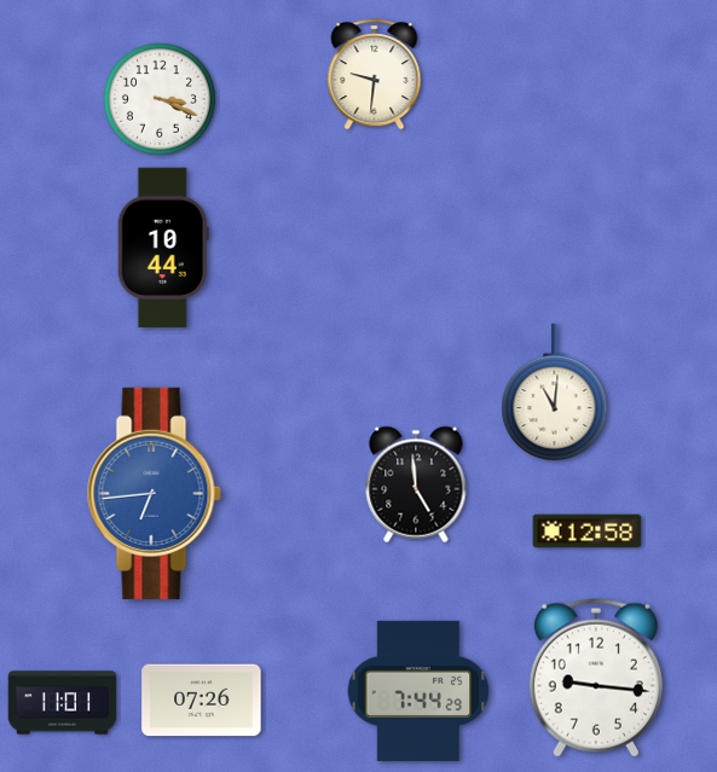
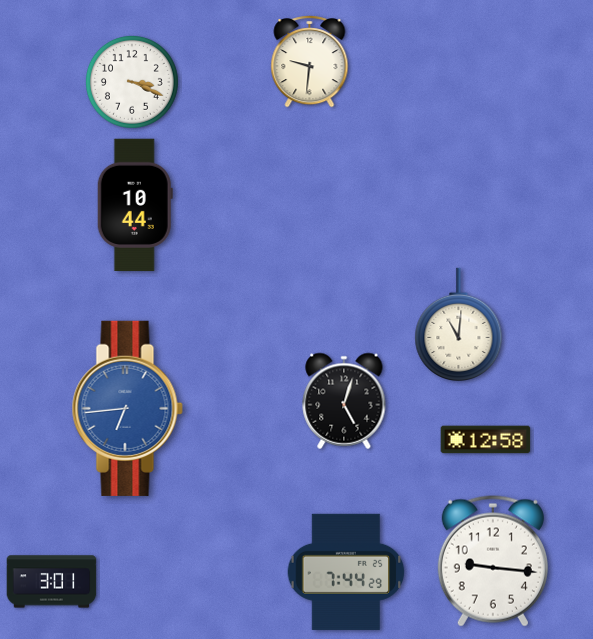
clock at (416, 484): 4:59 -> 5:03
clock at (202, 701): 07:26 -> none
clock at (63, 703): 11:01 -> 3:01
